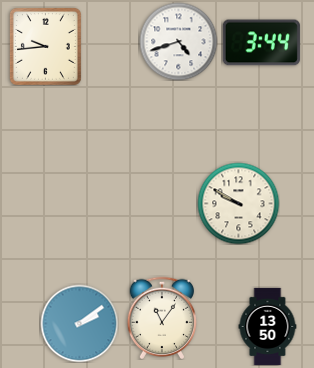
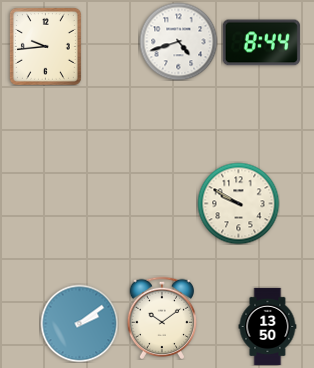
clock at (261, 43): 3:44 -> 8:44
clock at (162, 317): 11:06 -> 10:09
